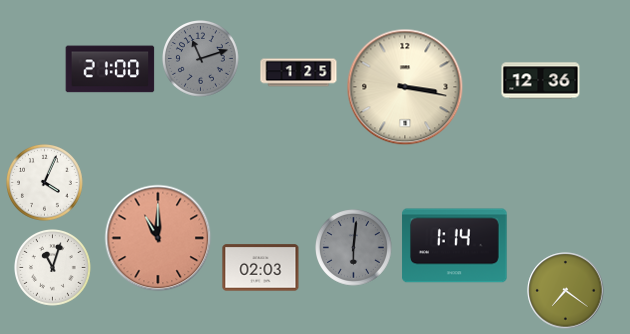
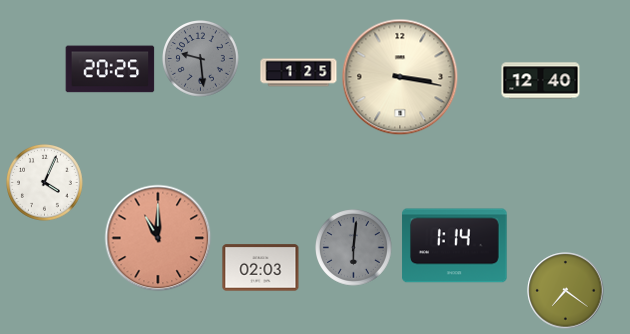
clock at (201, 59): 11:12 -> 9:29
clock at (110, 69): 21:00 -> 20:25
clock at (541, 81): 12:36 -> 12:40
clock at (405, 87) position: (405, 87) -> (400, 77)
clock at (53, 268): 11:03 -> none
